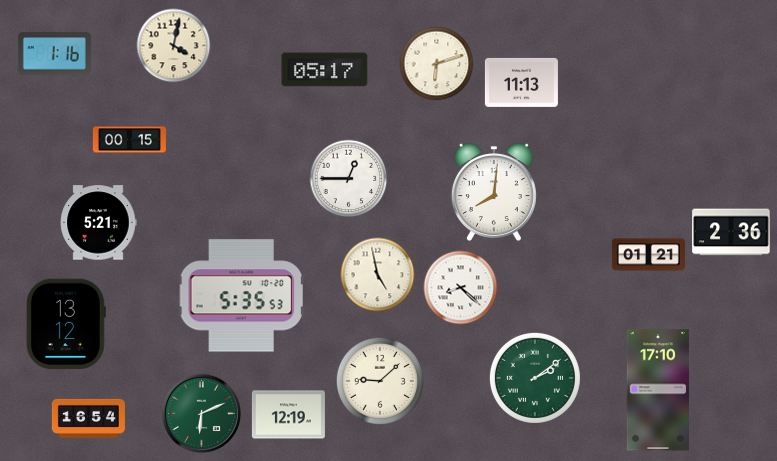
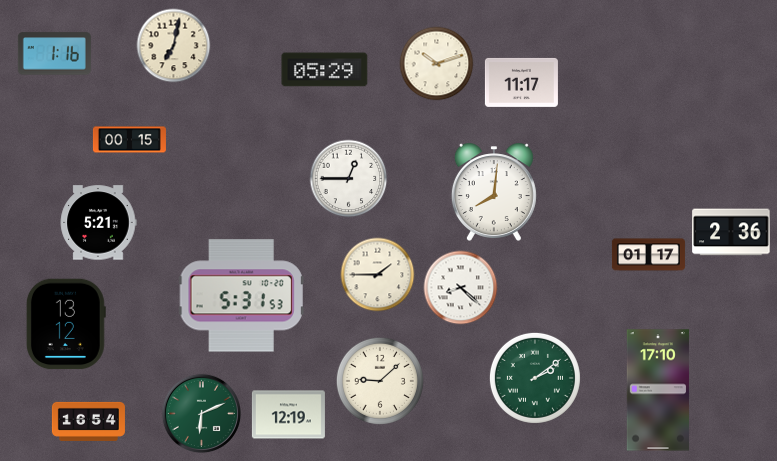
clock at (174, 46): 4:02 -> 7:02
clock at (437, 64): 6:12 -> 10:12
clock at (325, 70): 05:17 -> 05:29
clock at (521, 82): 11:13 -> 11:17
clock at (648, 255): 01:21 -> 01:17
clock at (378, 275): 4:58 -> 1:45
clock at (241, 296): 5:35 -> 5:31
clock at (88, 418) position: (88, 418) -> (88, 421)
